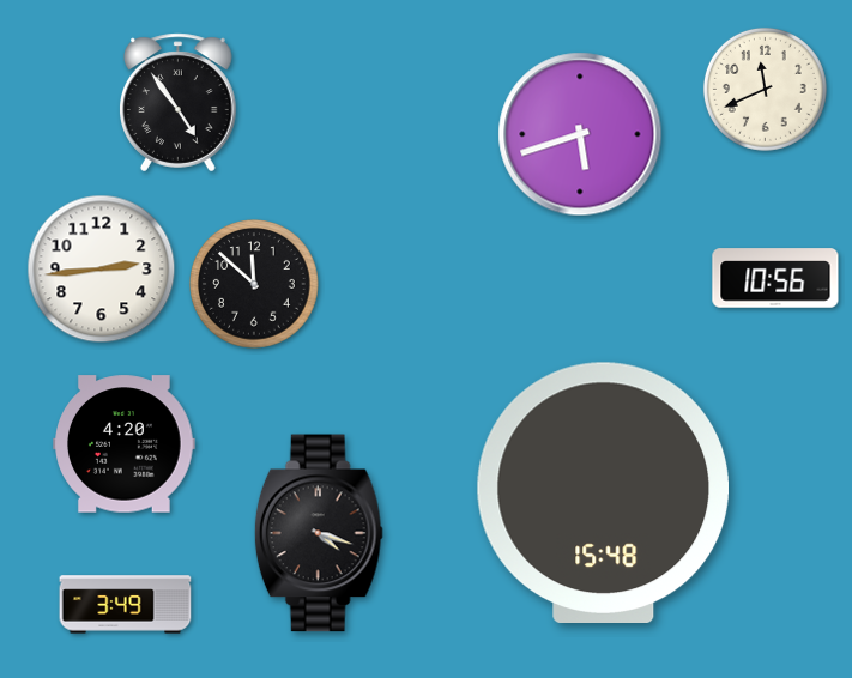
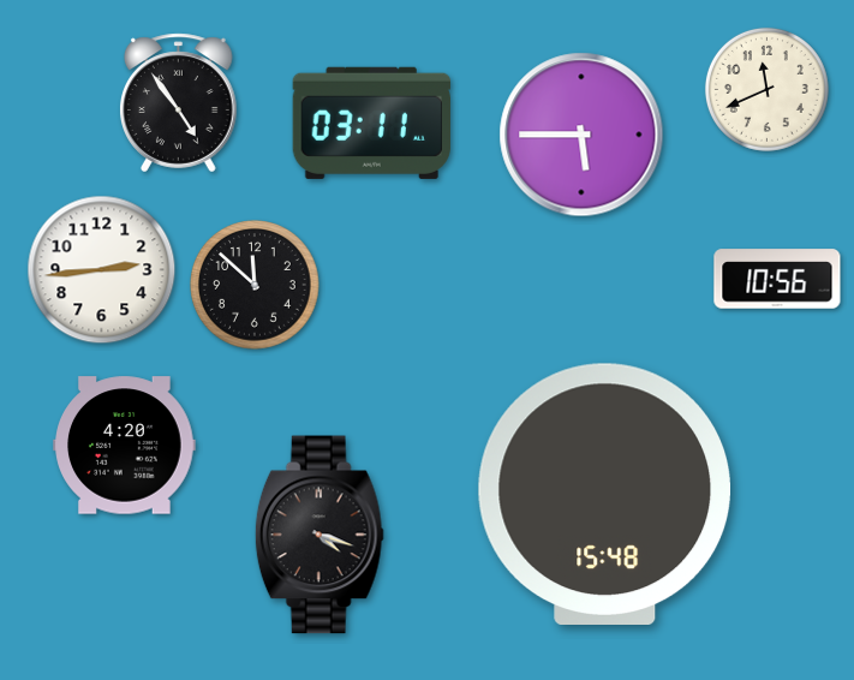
clock at (371, 123): none -> 03:11
clock at (580, 134): 5:42 -> 5:45
clock at (126, 605): 3:49 -> none
